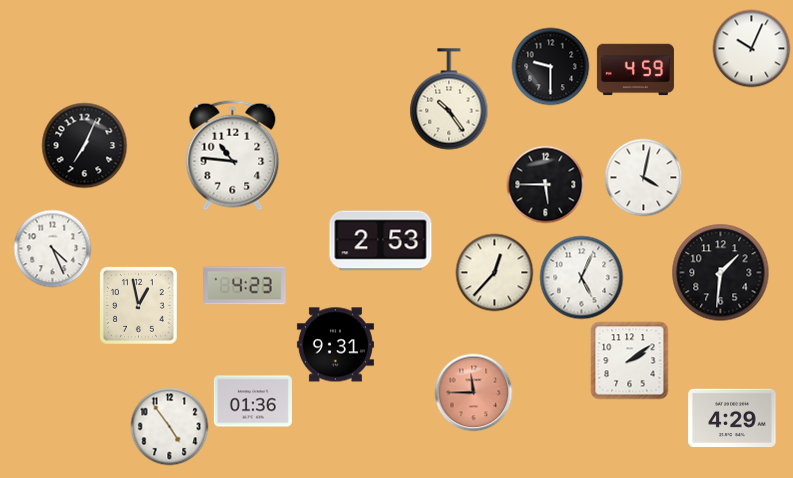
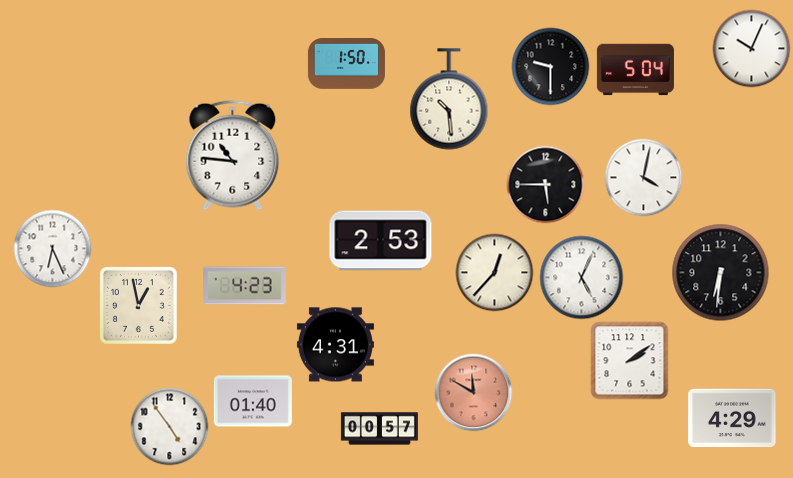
clock at (346, 64): none -> 1:50
clock at (635, 70): 4:59 -> 5:04
clock at (449, 99): 10:24 -> 10:29
clock at (84, 145): 7:04 -> none
clock at (52, 248): 4:26 -> 6:26
clock at (720, 272): 1:31 -> 6:31
clock at (335, 345): 9:31 -> 4:31
clock at (473, 392): 11:45 -> 11:50
clock at (253, 401): 01:36 -> 01:40
clock at (379, 429): none -> 00:57
